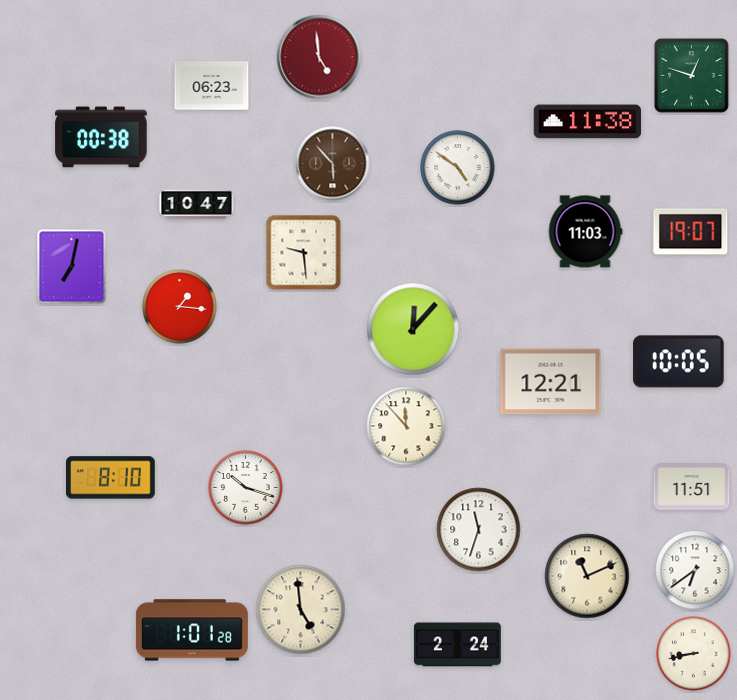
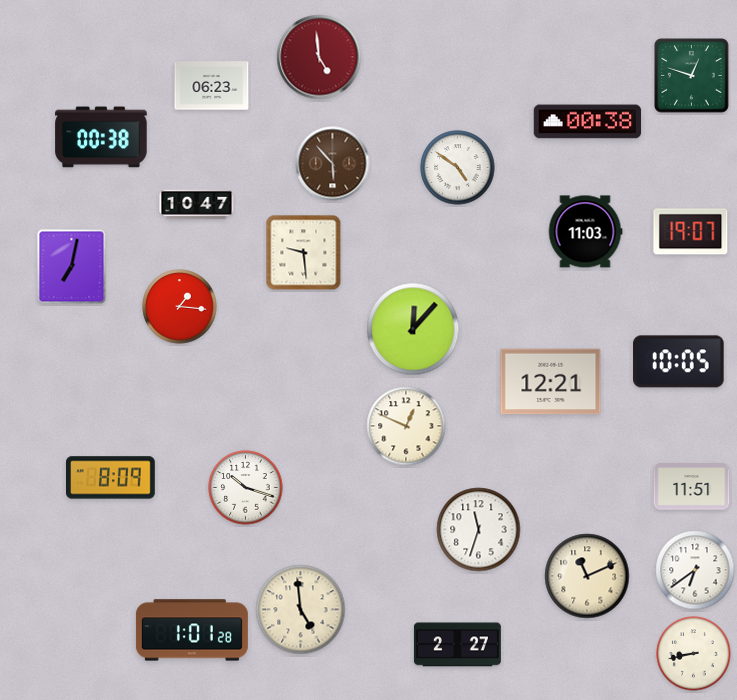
clock at (588, 122): 11:38 -> 00:38
clock at (406, 426): 11:53 -> 12:49
clock at (111, 478): 8:10 -> 8:09
clock at (457, 645): 2:24 -> 2:27
